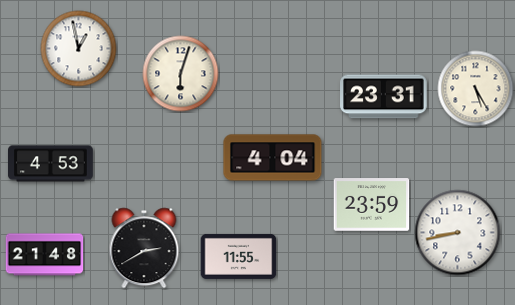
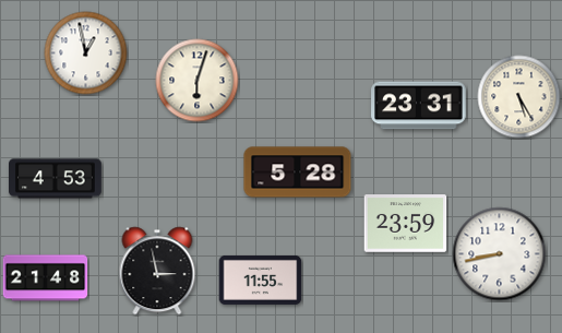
clock at (273, 158): 4:04 -> 5:28
clock at (144, 248): 2:40 -> 2:58
clock at (45, 255) position: (45, 255) -> (46, 278)
